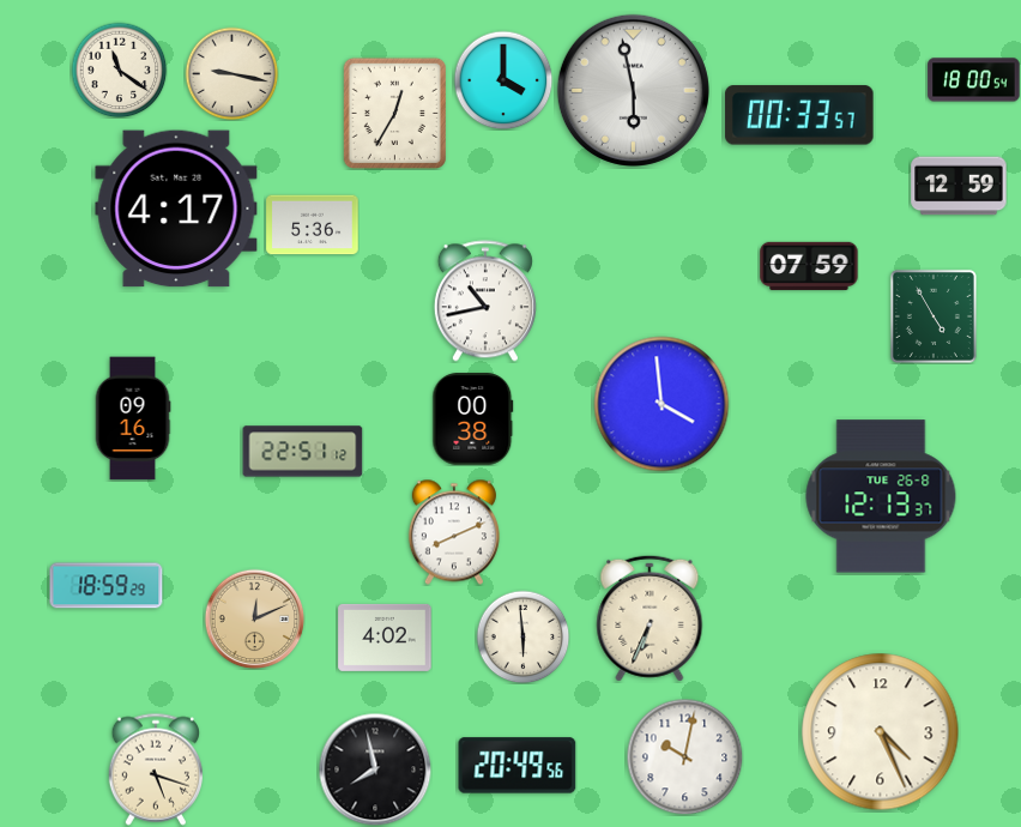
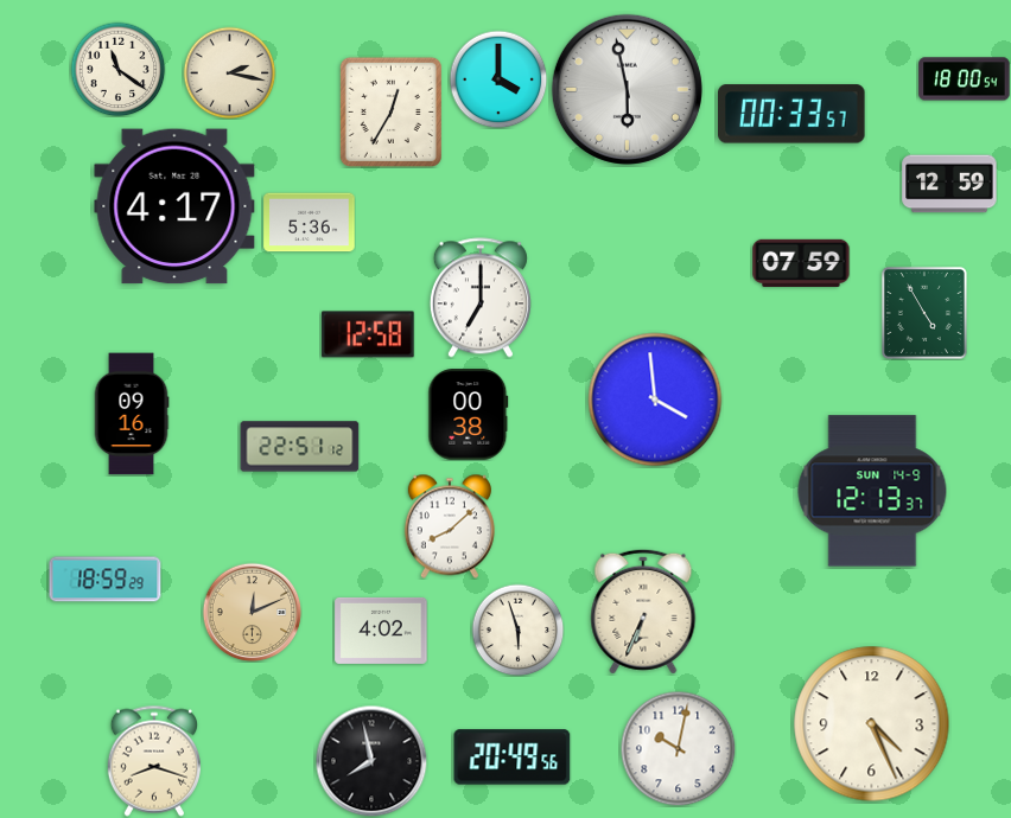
clock at (231, 73): 9:17 -> 2:17
clock at (485, 301): 10:43 -> 7:00
clock at (368, 334): none -> 12:58
clock at (881, 496) date: TUE 26-8 -> SUN 14-9
clock at (454, 532): 8:11 -> 8:08
clock at (522, 636): 5:59 -> 5:57
clock at (155, 769): 5:18 -> 8:18
